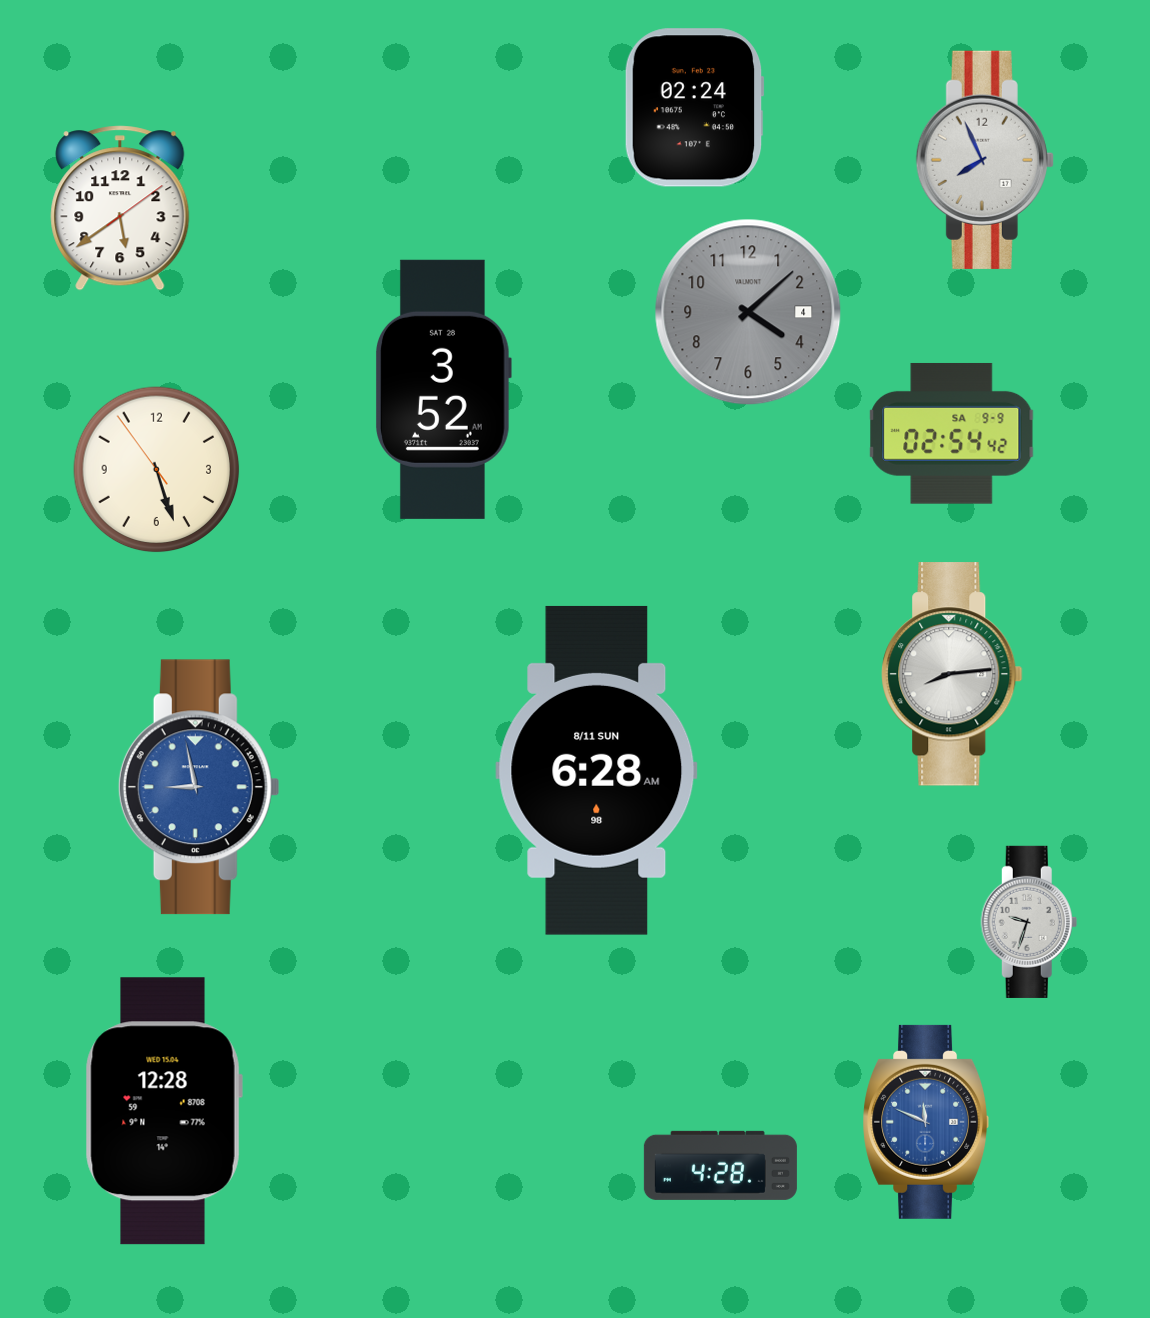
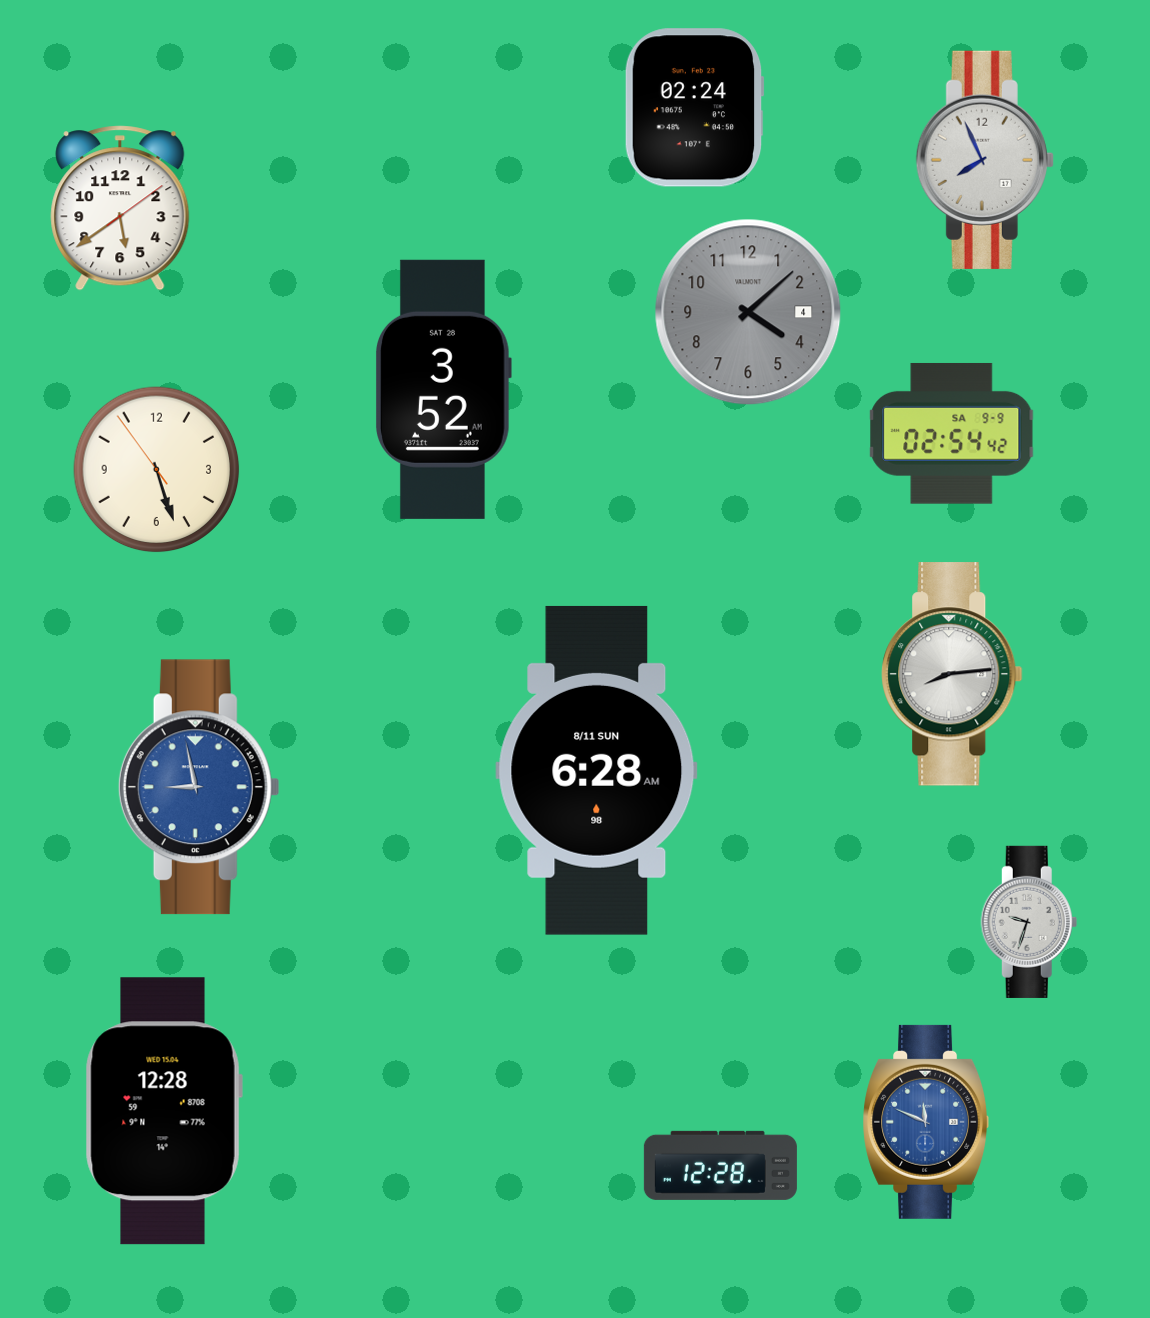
clock at (720, 1165): 4:28 -> 12:28
